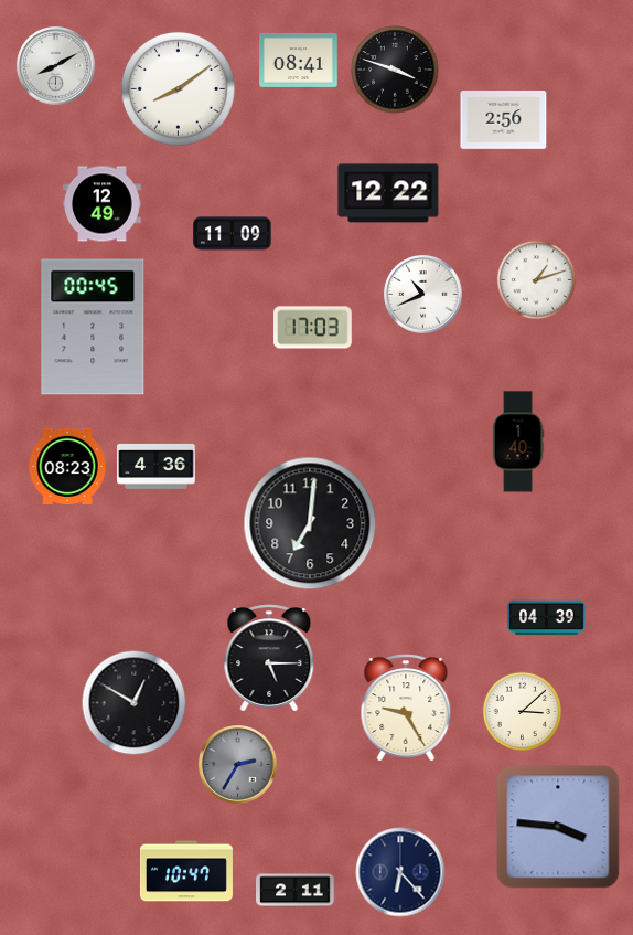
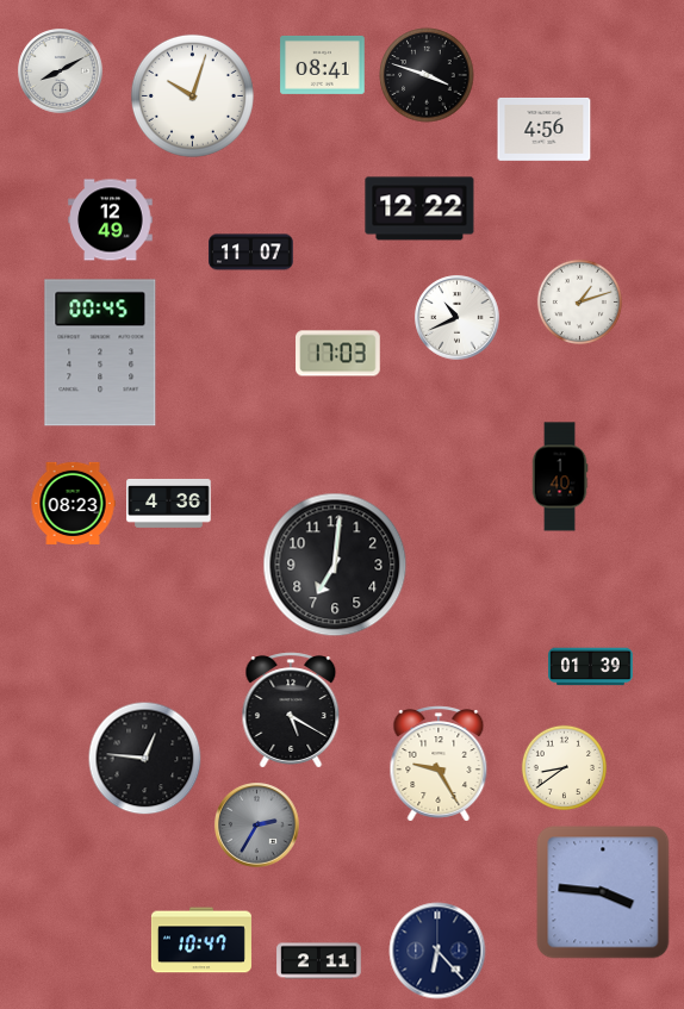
clock at (178, 88): 8:09 -> 10:03
clock at (504, 119): 2:56 -> 4:56
clock at (233, 234): 11:09 -> 11:07
clock at (547, 618): 04:39 -> 01:39
clock at (269, 658): 5:15 -> 5:20
clock at (135, 703): 12:50 -> 12:46
clock at (522, 711): 3:08 -> 8:39
clock at (400, 872) position: (400, 872) -> (437, 951)
